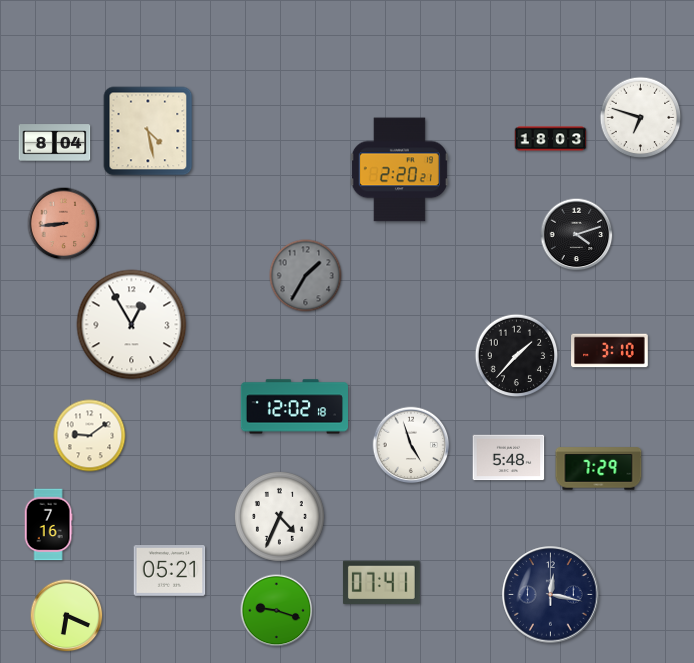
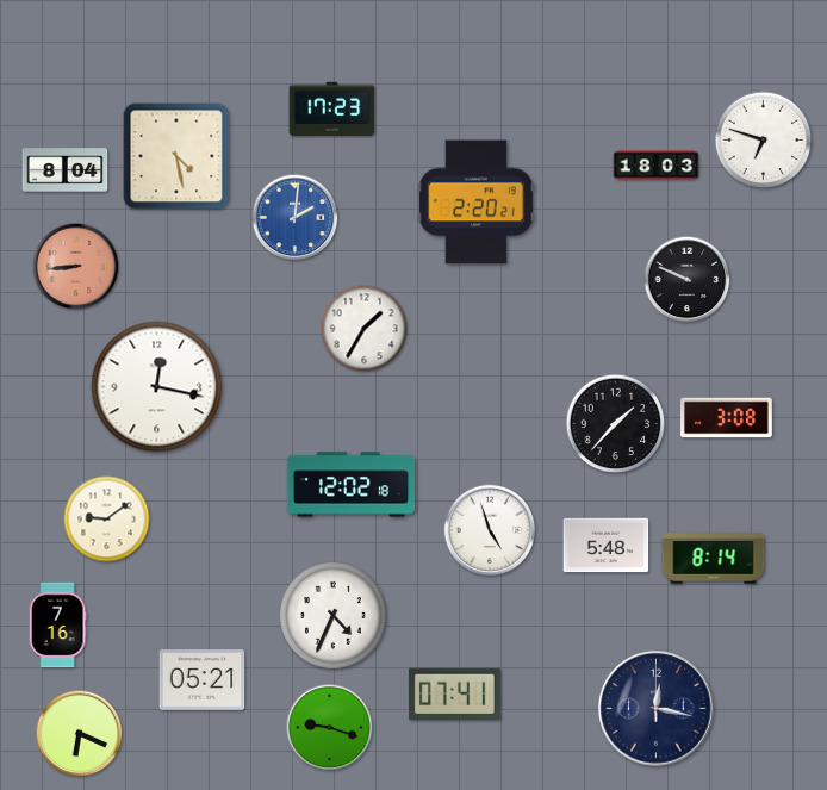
clock at (332, 108): none -> 17:23
clock at (296, 218): none -> 2:01
clock at (577, 235): 4:12 -> 9:49
clock at (306, 276) dial: grey -> white
clock at (132, 325): 12:55 -> 12:17
clock at (610, 351): 3:10 -> 3:08
clock at (599, 469): 7:29 -> 8:14
